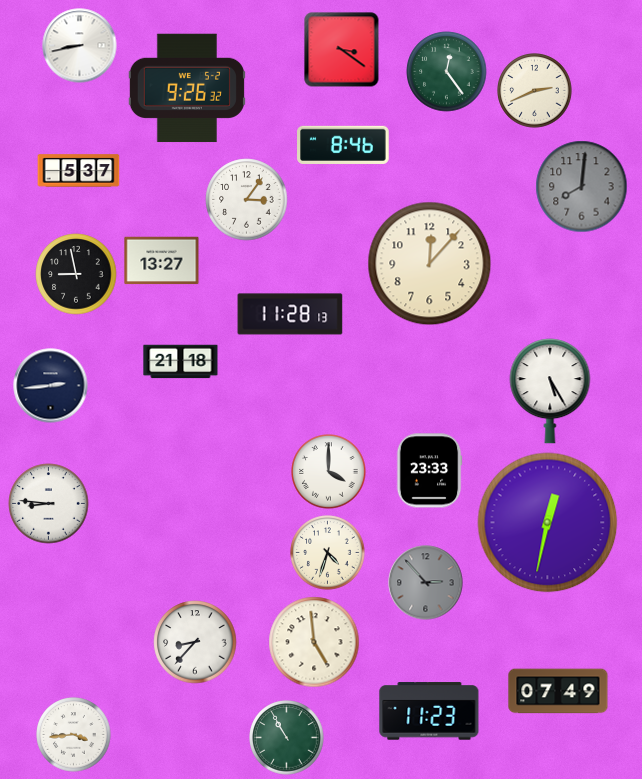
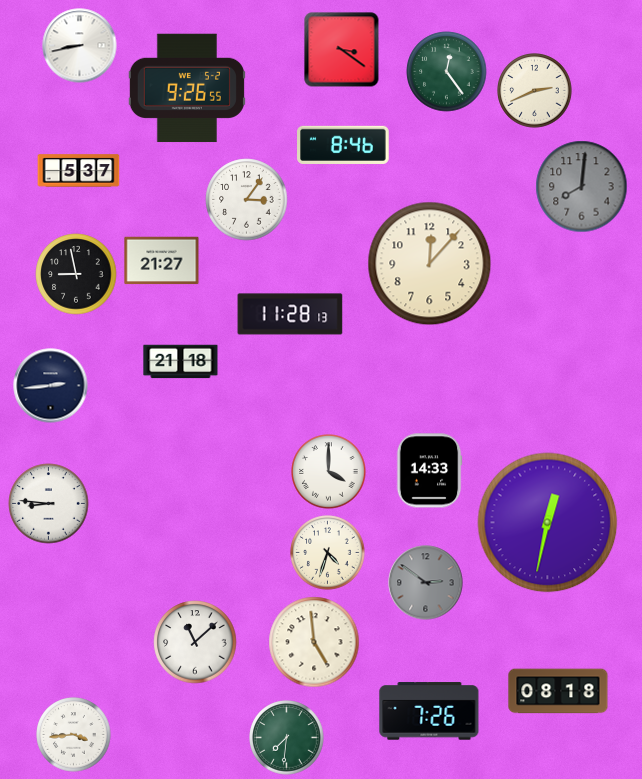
clock at (187, 88): 9:26:32 -> 9:26:55
clock at (162, 261): 13:27 -> 21:27
clock at (550, 391): 5:25 -> none
clock at (429, 471): 23:33 -> 14:33
clock at (426, 583): 2:53 -> 2:51
clock at (195, 642): 8:37 -> 11:08
clock at (558, 691): 07:49 -> 08:18
clock at (429, 711): 11:23 -> 7:26
clock at (287, 738): 10:55 -> 7:31
